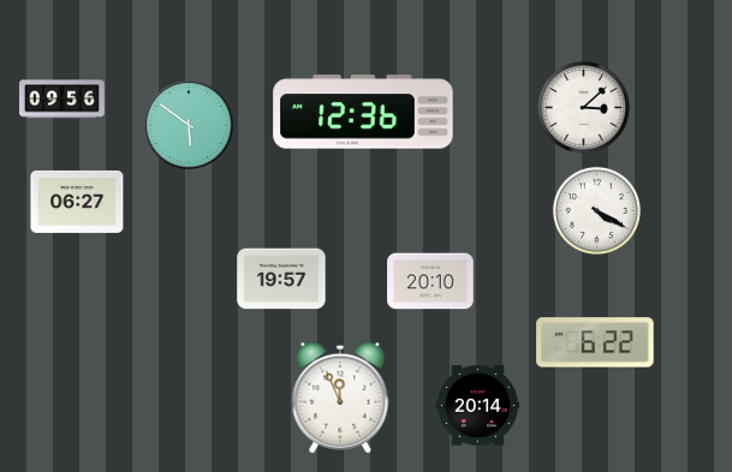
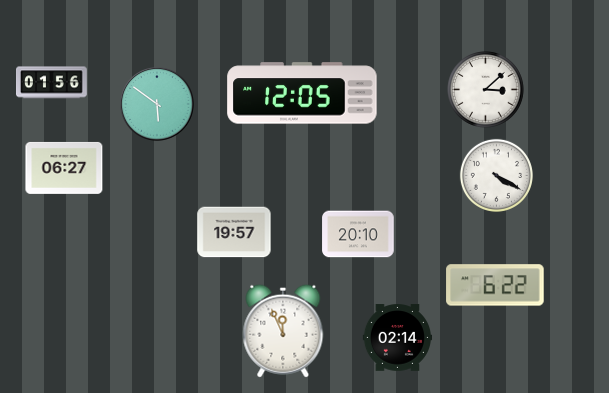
clock at (63, 100): 09:56 -> 01:56
clock at (363, 112): 12:36 -> 12:05
clock at (477, 406): 20:14 -> 02:14
